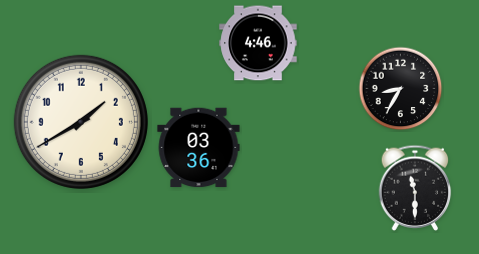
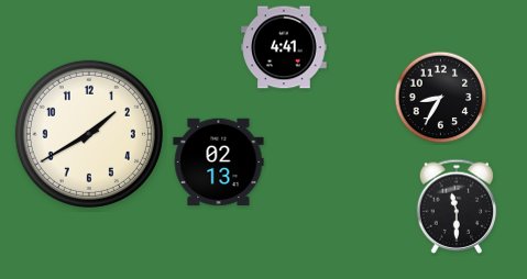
clock at (258, 43): 4:46 -> 4:41
clock at (199, 148): 03:36 -> 02:13
